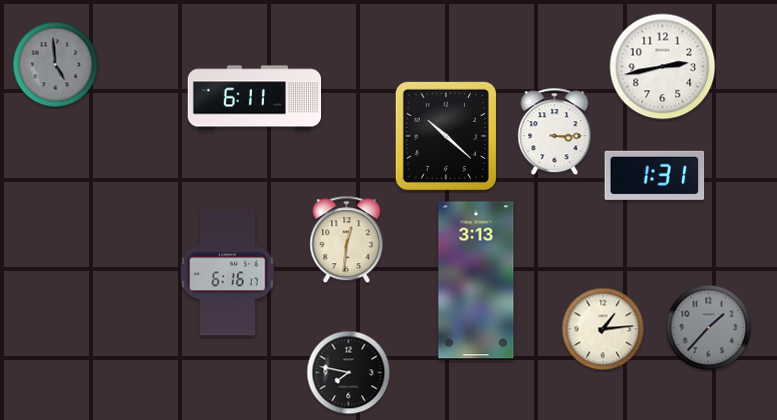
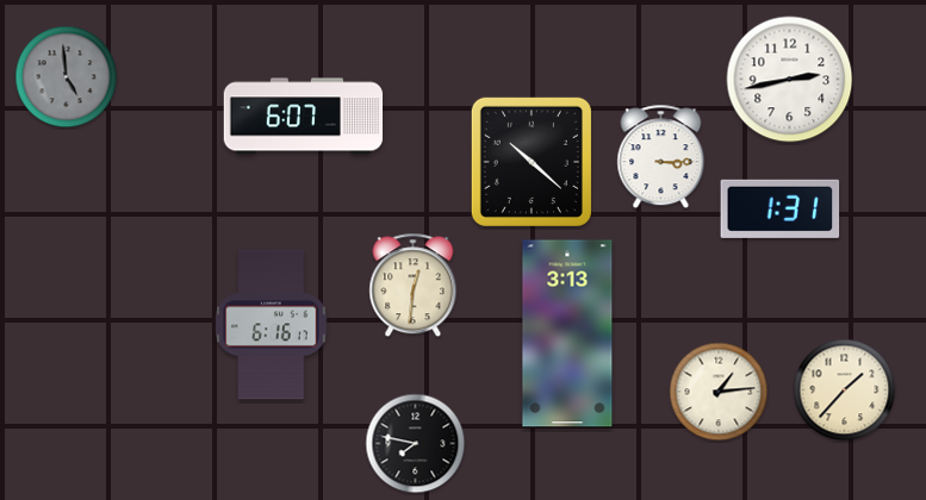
clock at (255, 98): 6:11 -> 6:07
clock at (709, 328) dial: grey -> cream
